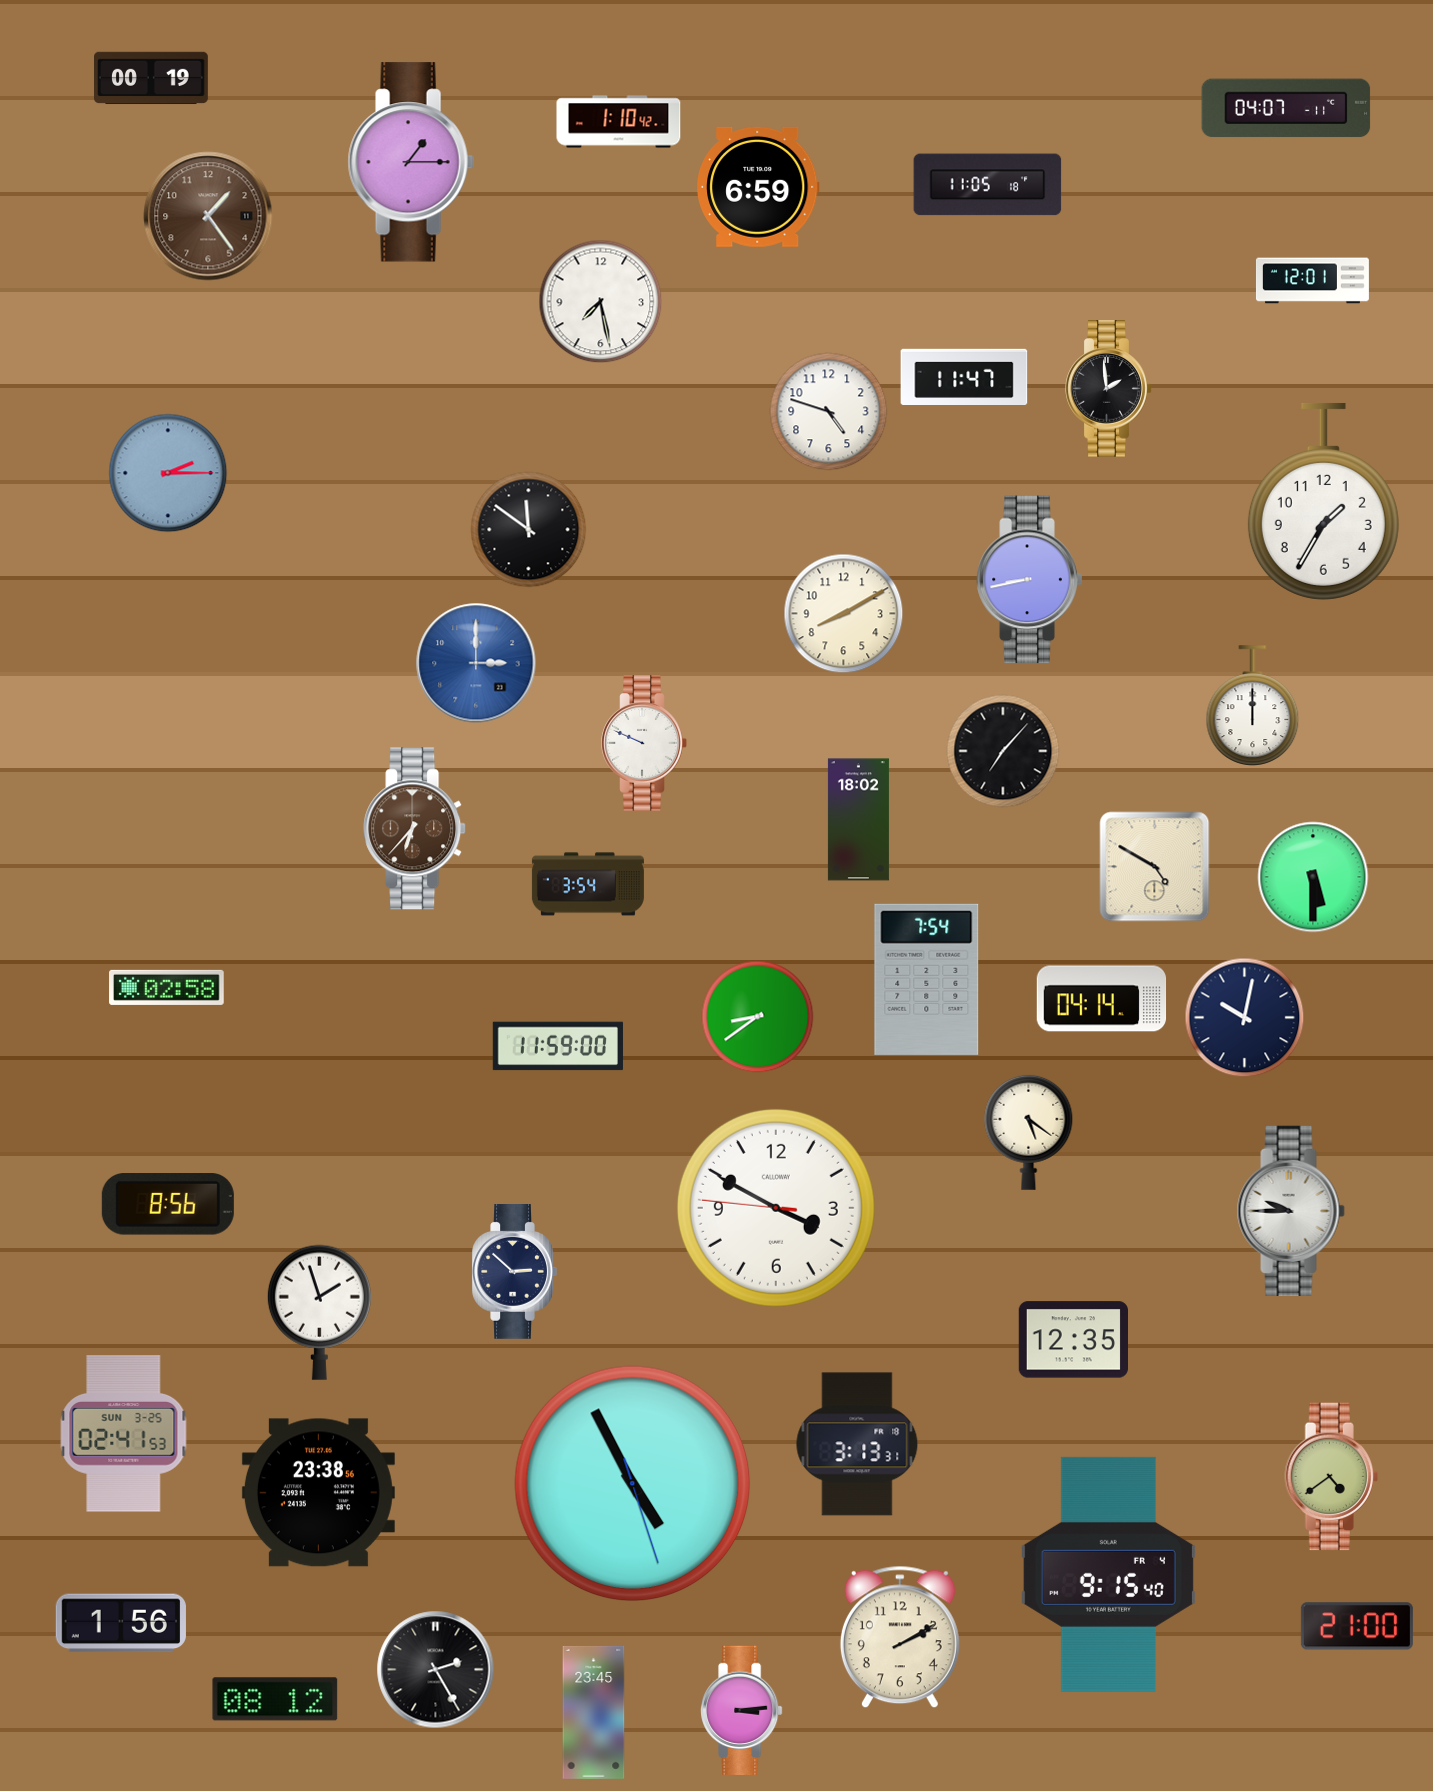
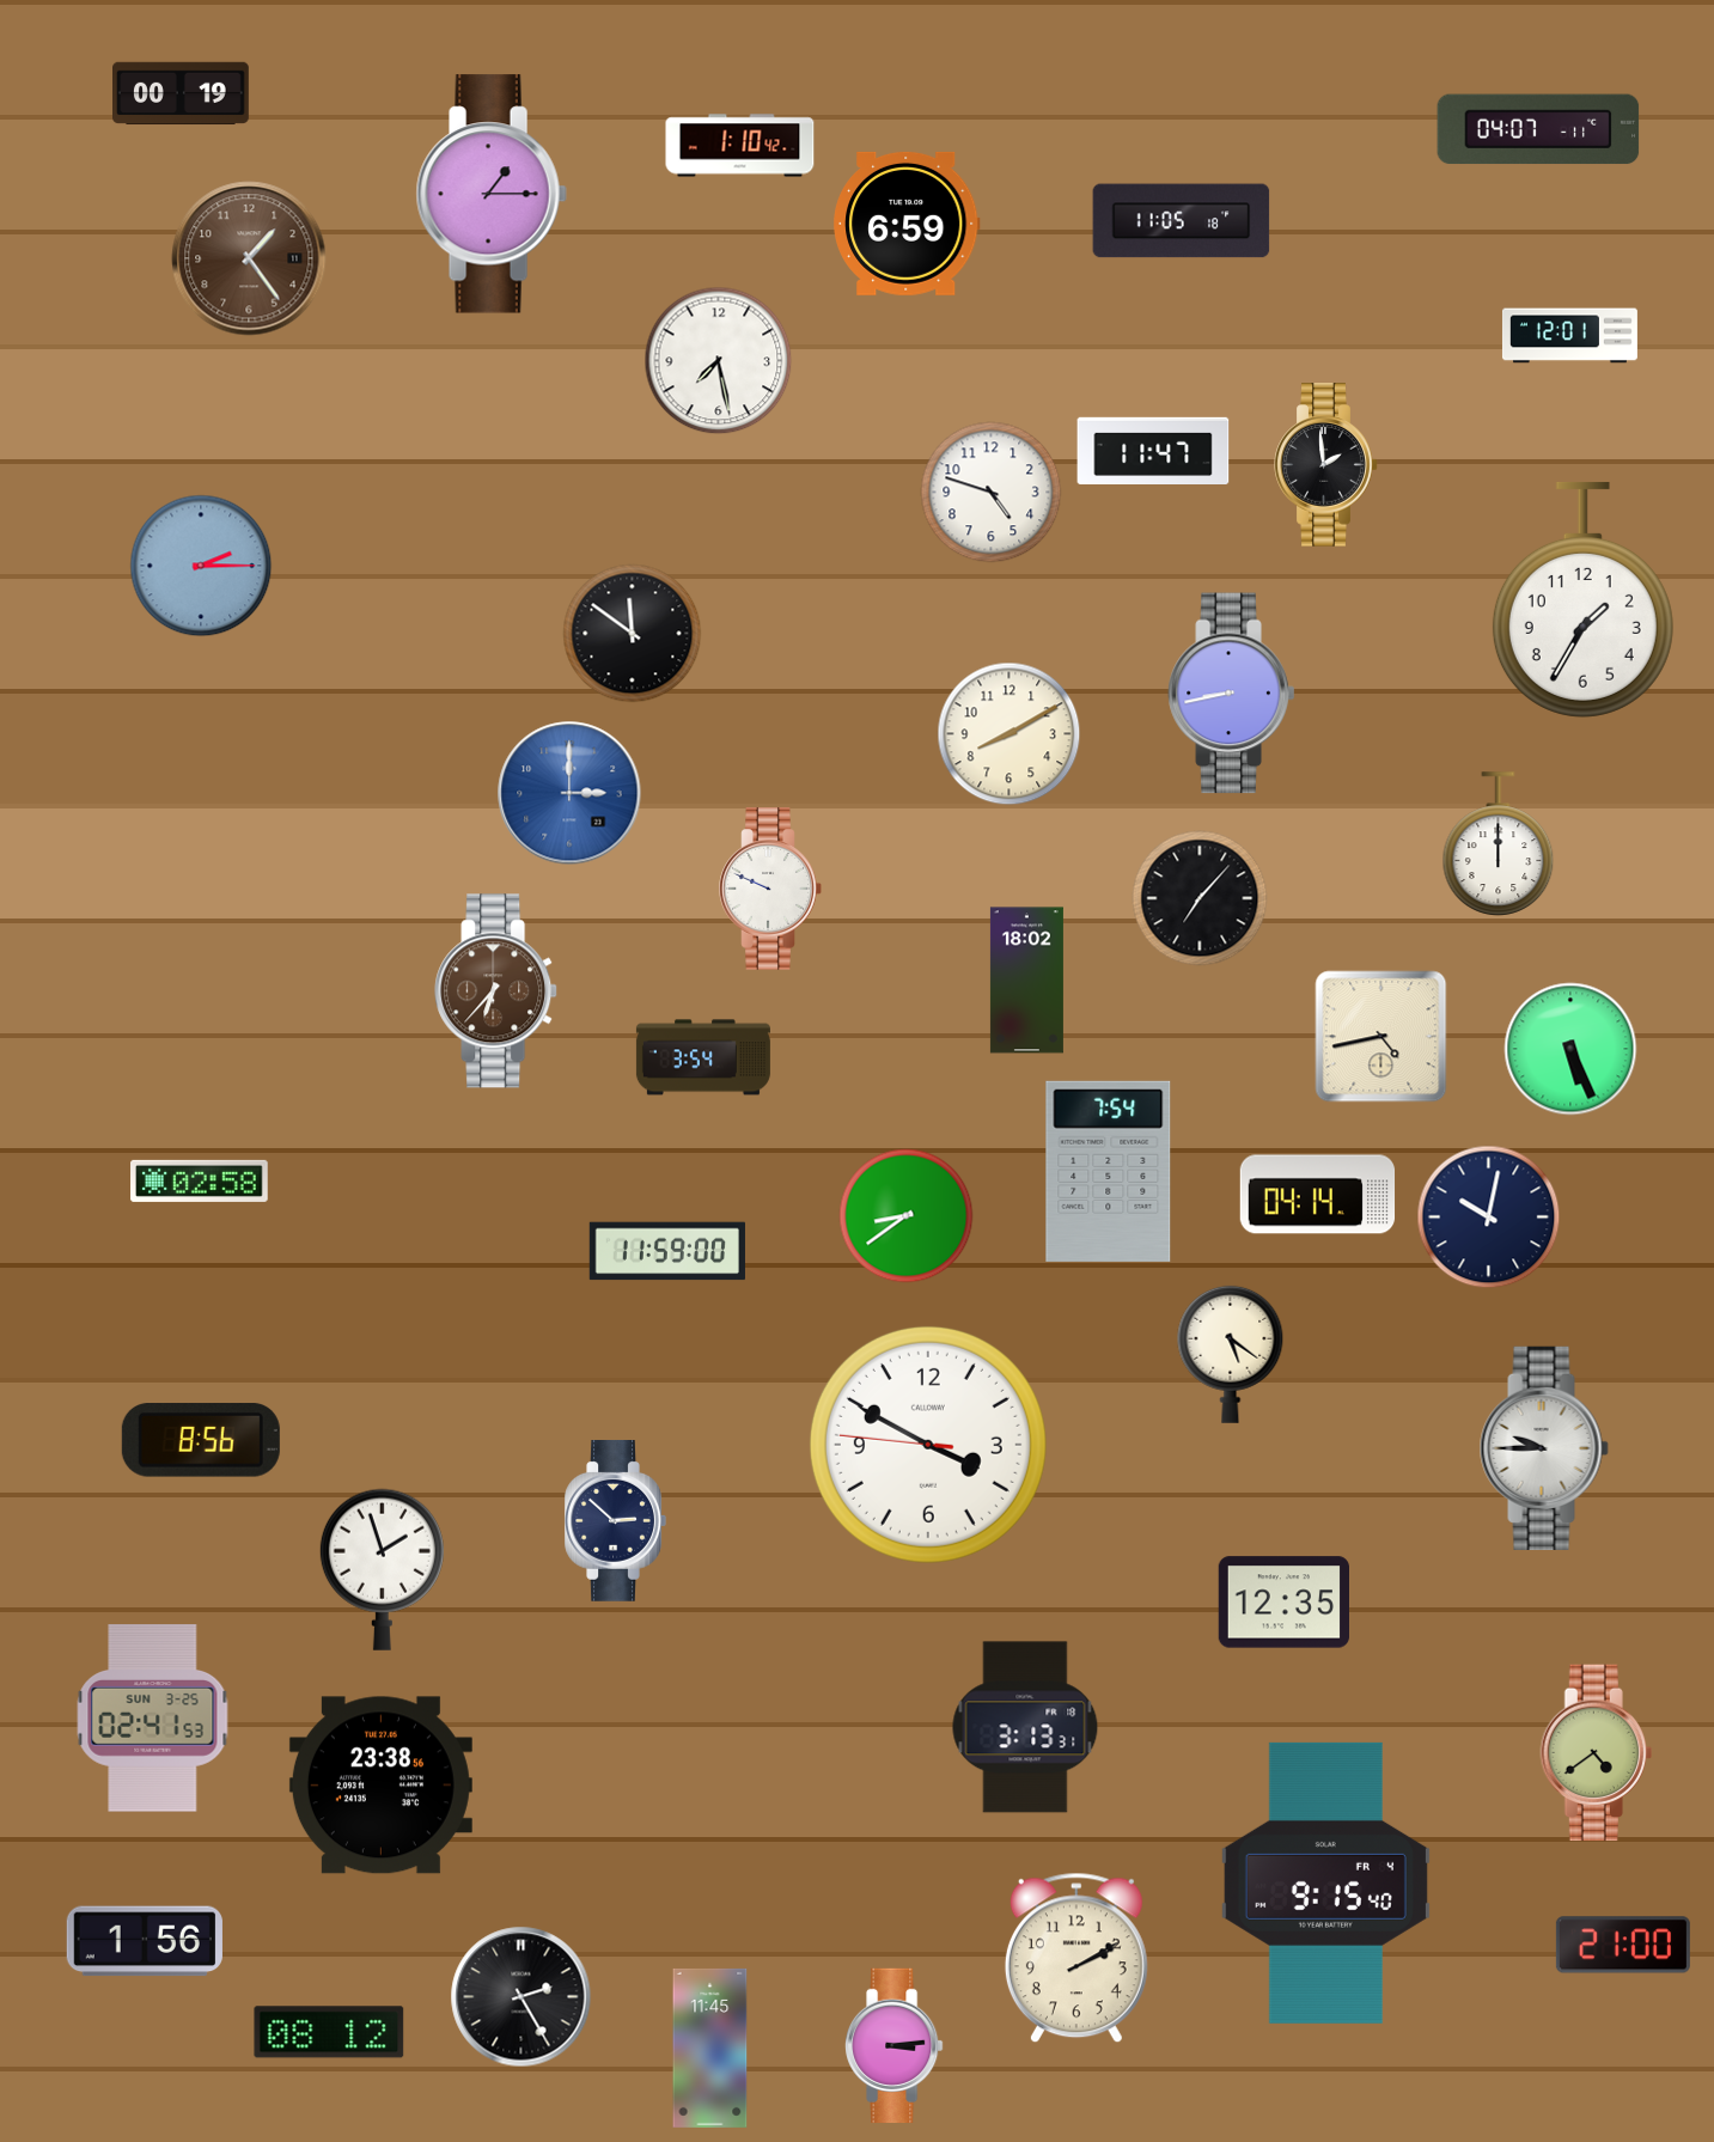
clock at (1155, 867): 4:50 -> 4:43
clock at (1313, 877): 5:30 -> 5:26
clock at (124, 1434) position: (124, 1434) -> (153, 1719)
clock at (1331, 1477) position: (1331, 1477) -> (1596, 1753)
clock at (633, 1484): 4:55 -> none
clock at (742, 1711) position: (742, 1711) -> (895, 2046)
clock at (594, 1712): 23:45 -> 11:45
